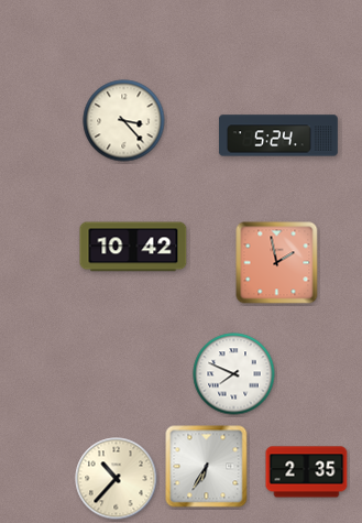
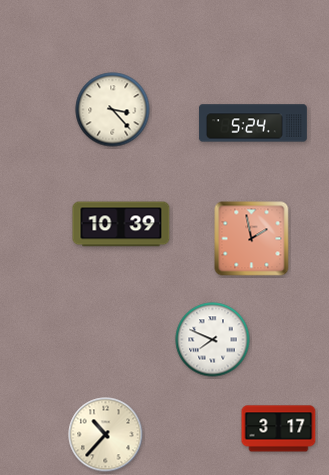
clock at (133, 247): 10:42 -> 10:39
clock at (207, 467): 6:35 -> none
clock at (307, 472): 2:35 -> 3:17
